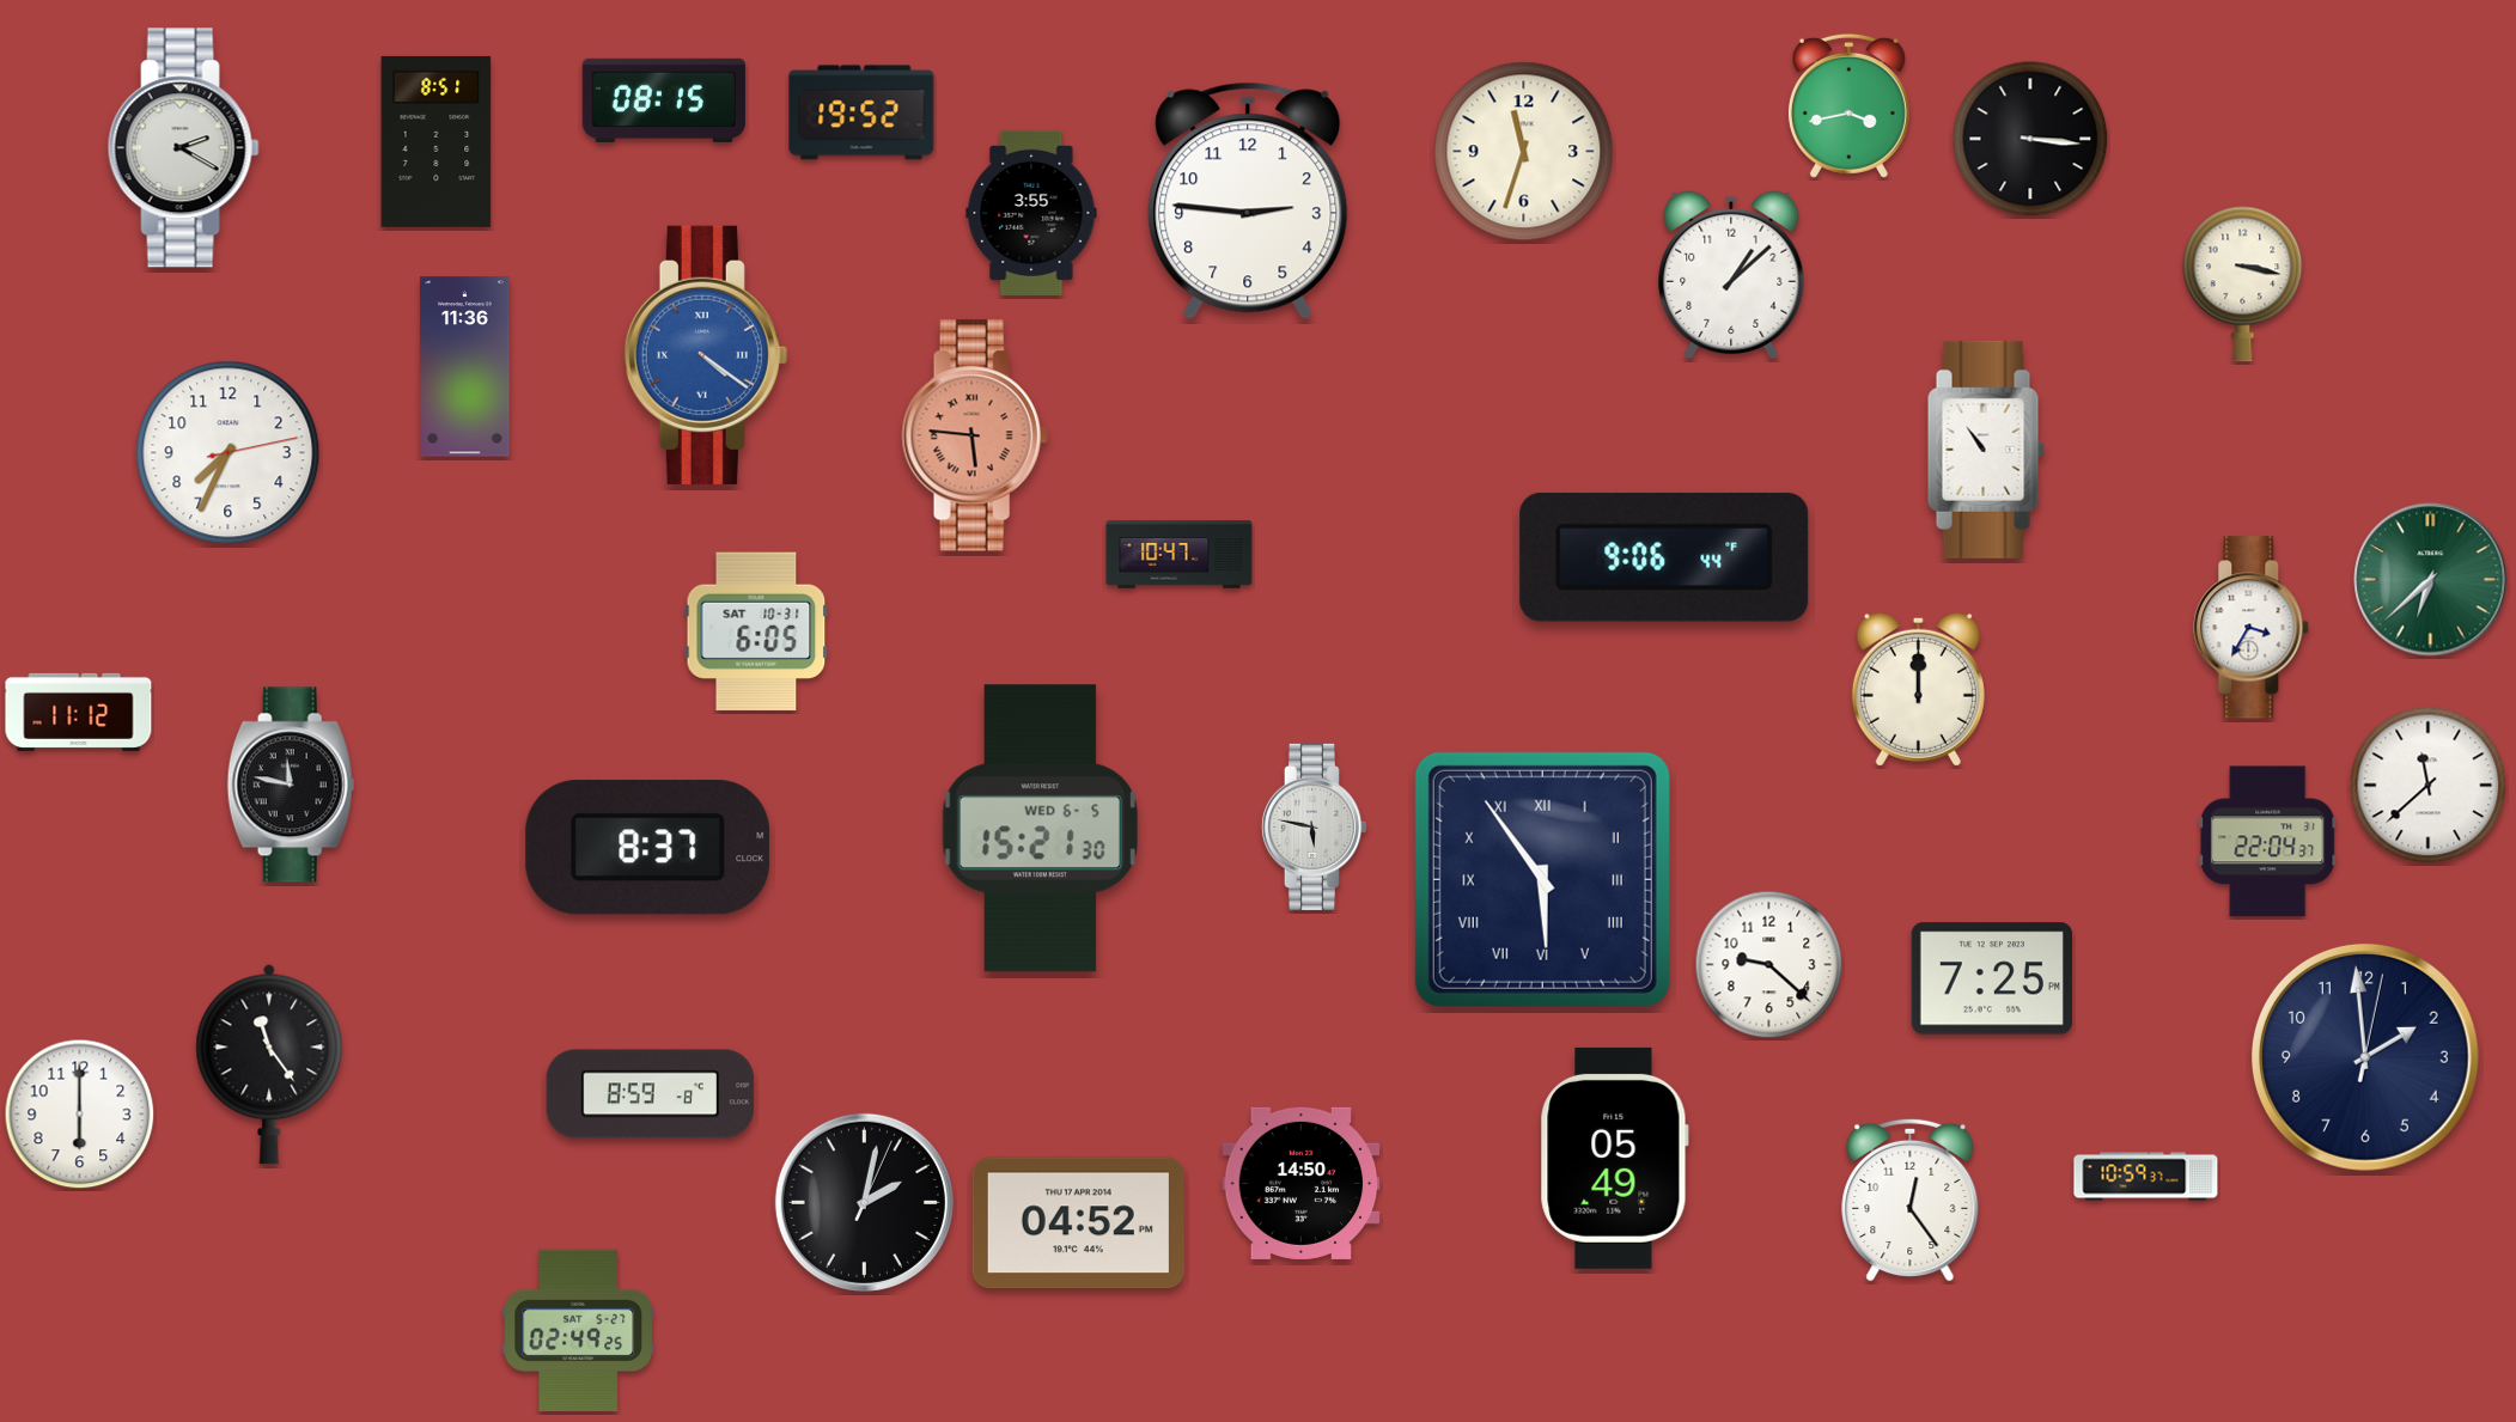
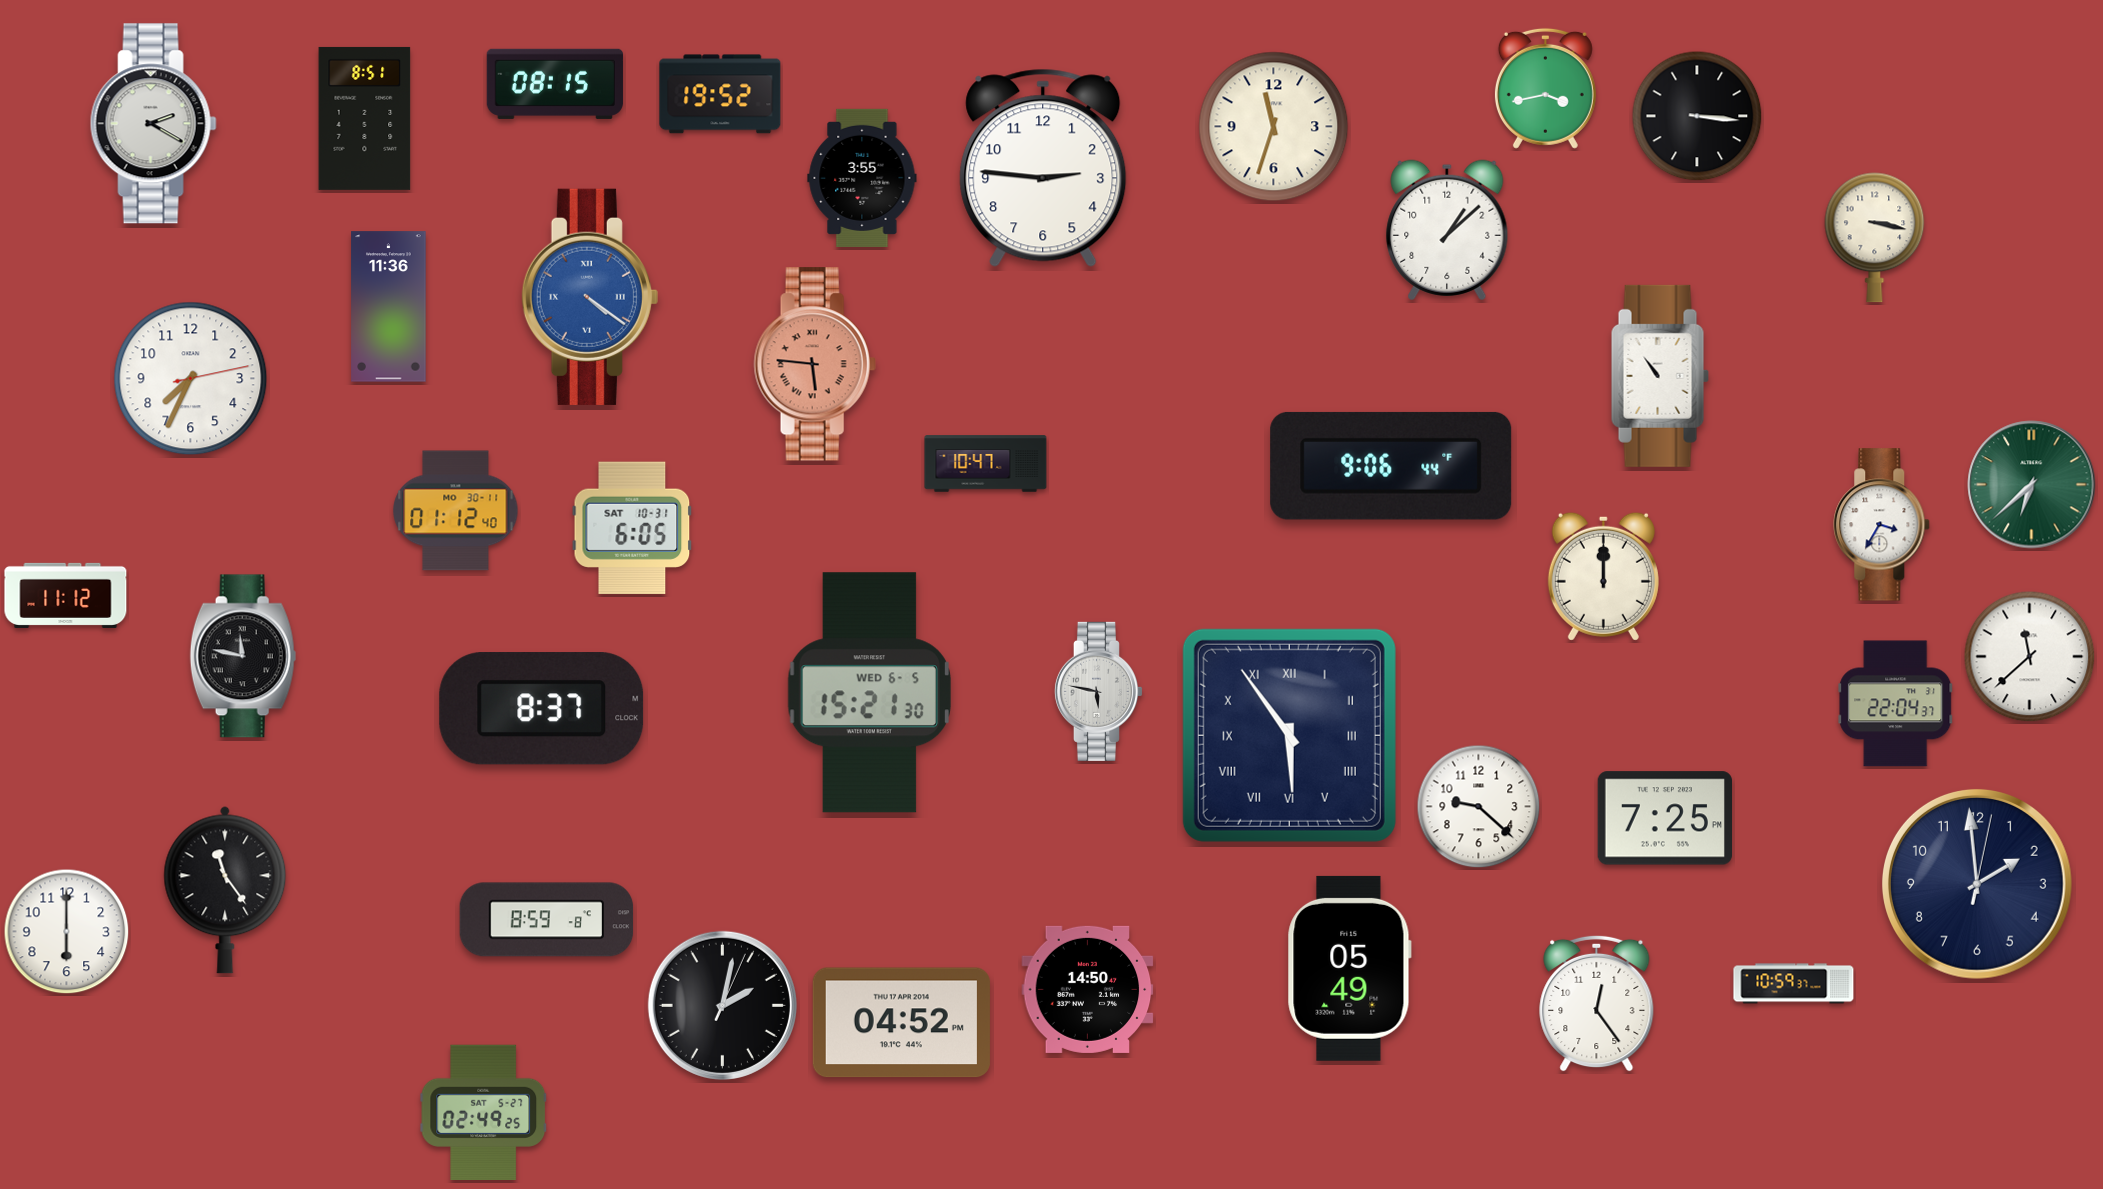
clock at (456, 511): none -> 01:12
clock at (651, 1094) position: (651, 1094) -> (547, 920)
